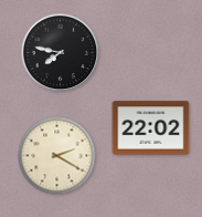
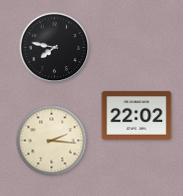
clock at (57, 156): 2:20 -> 2:16
